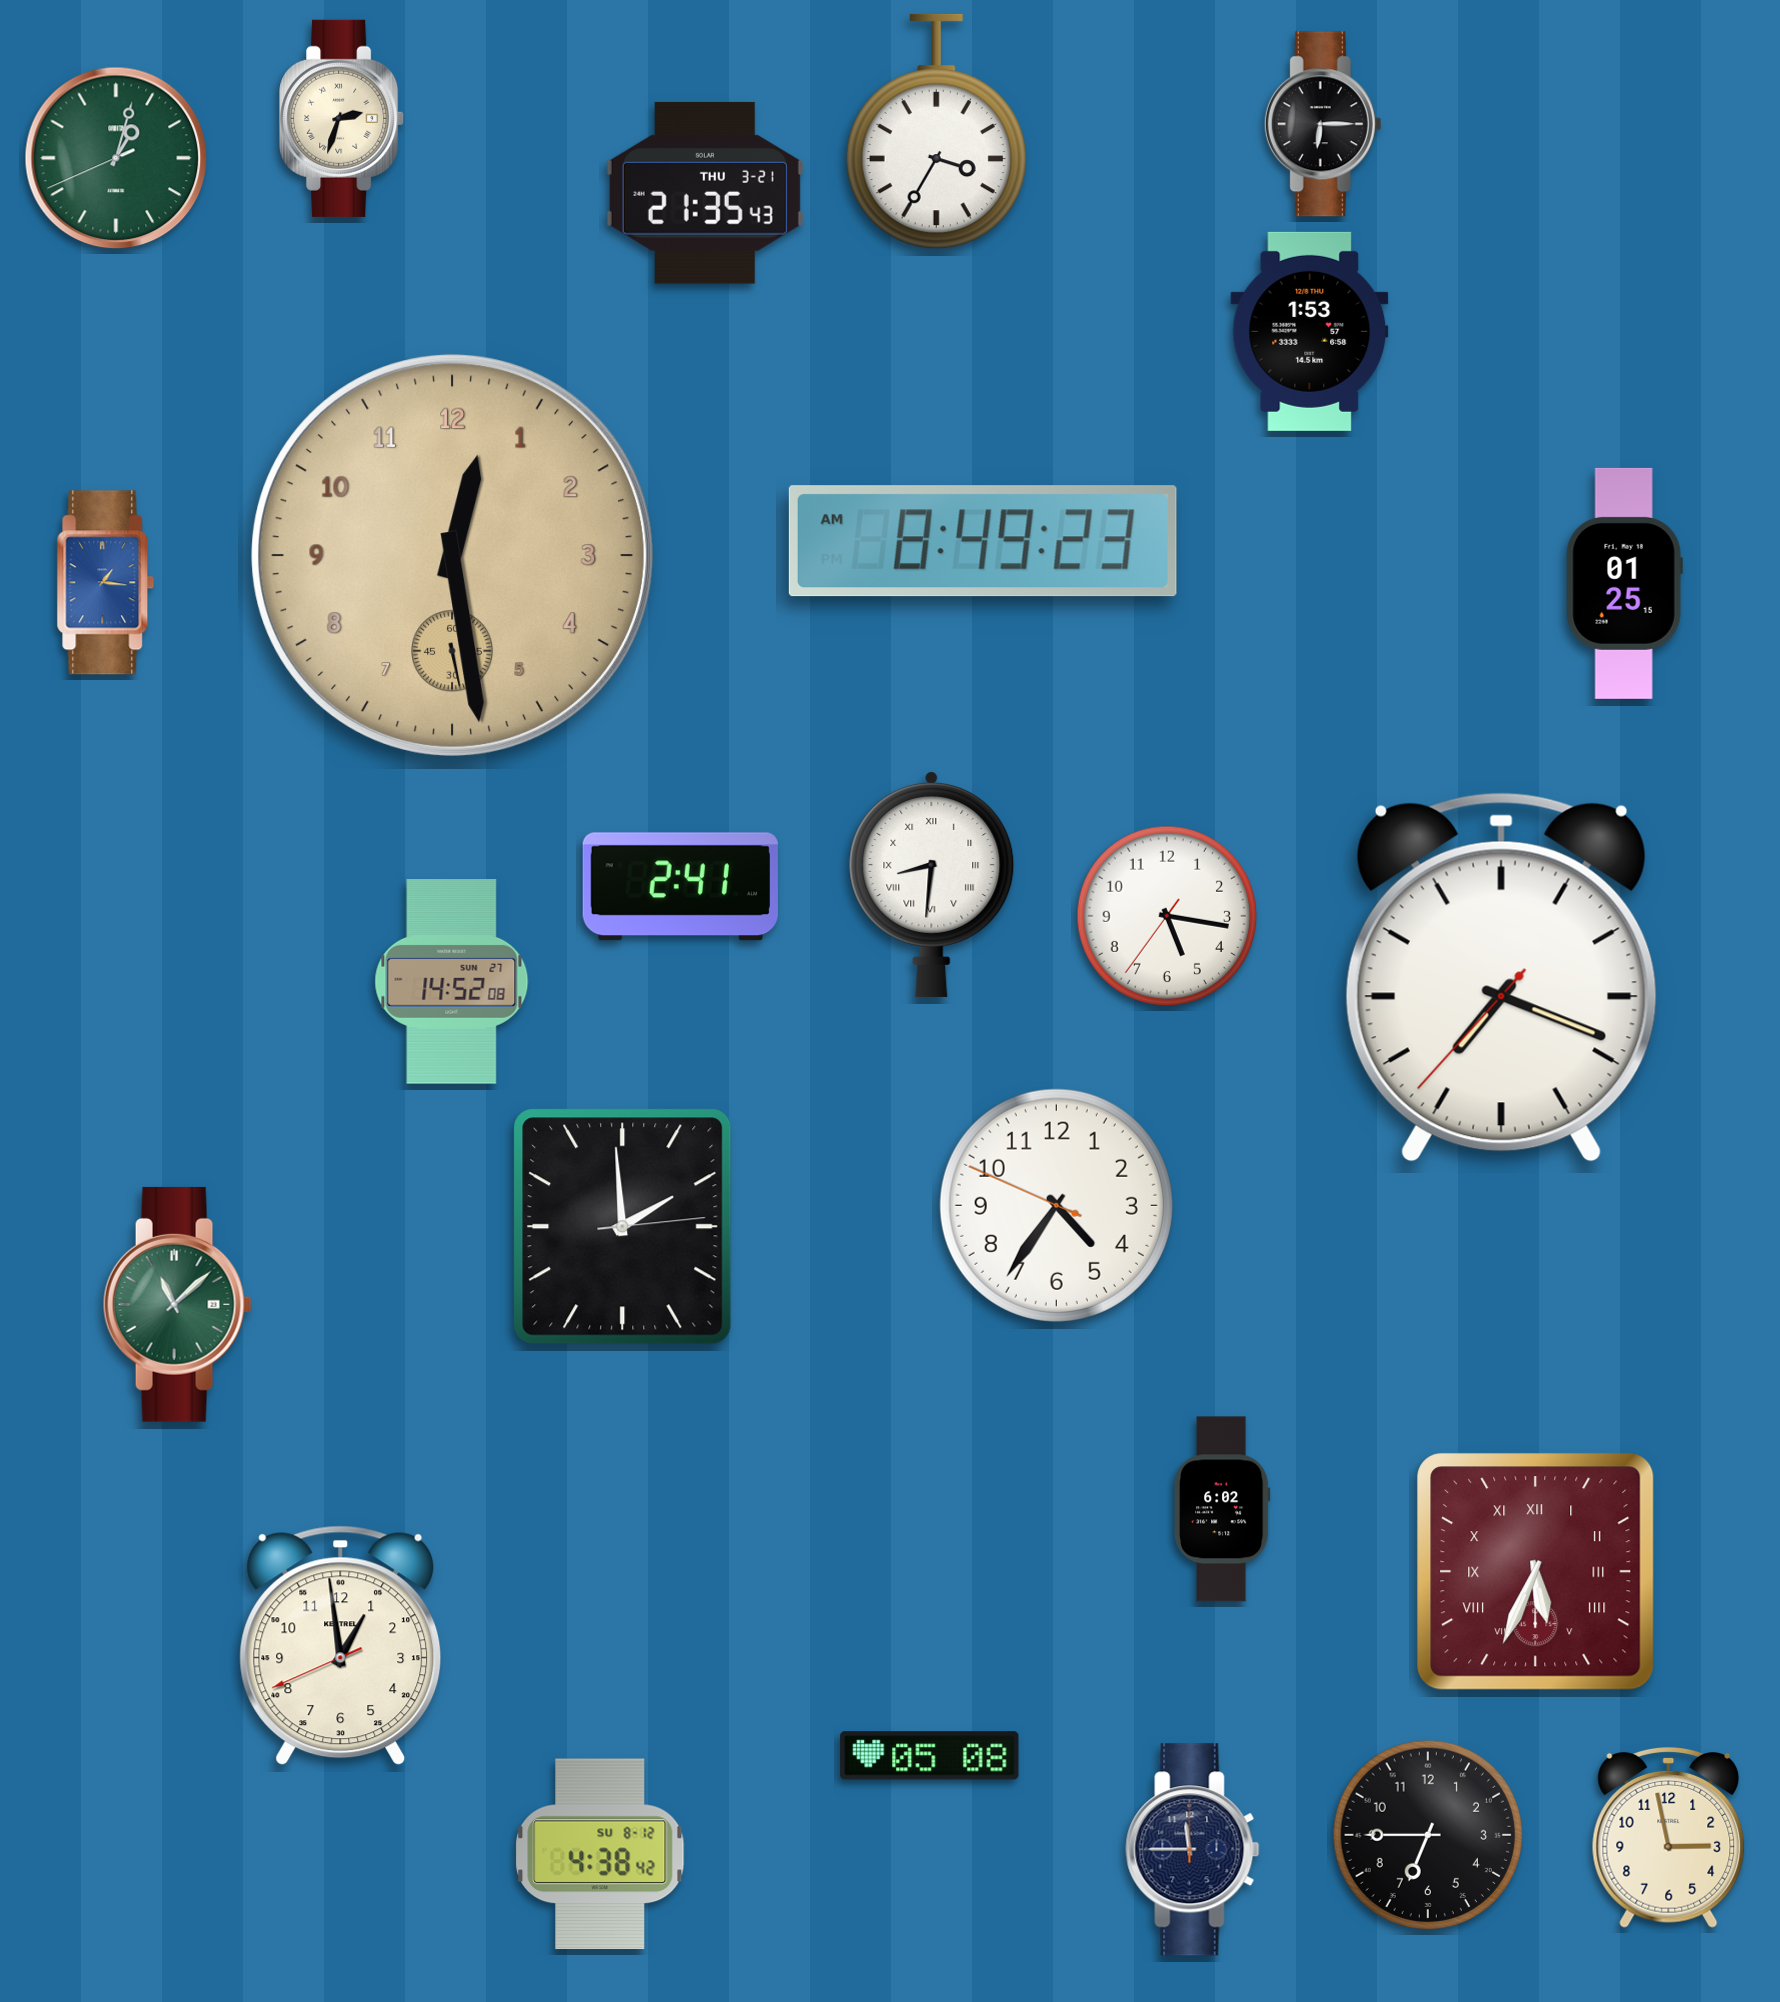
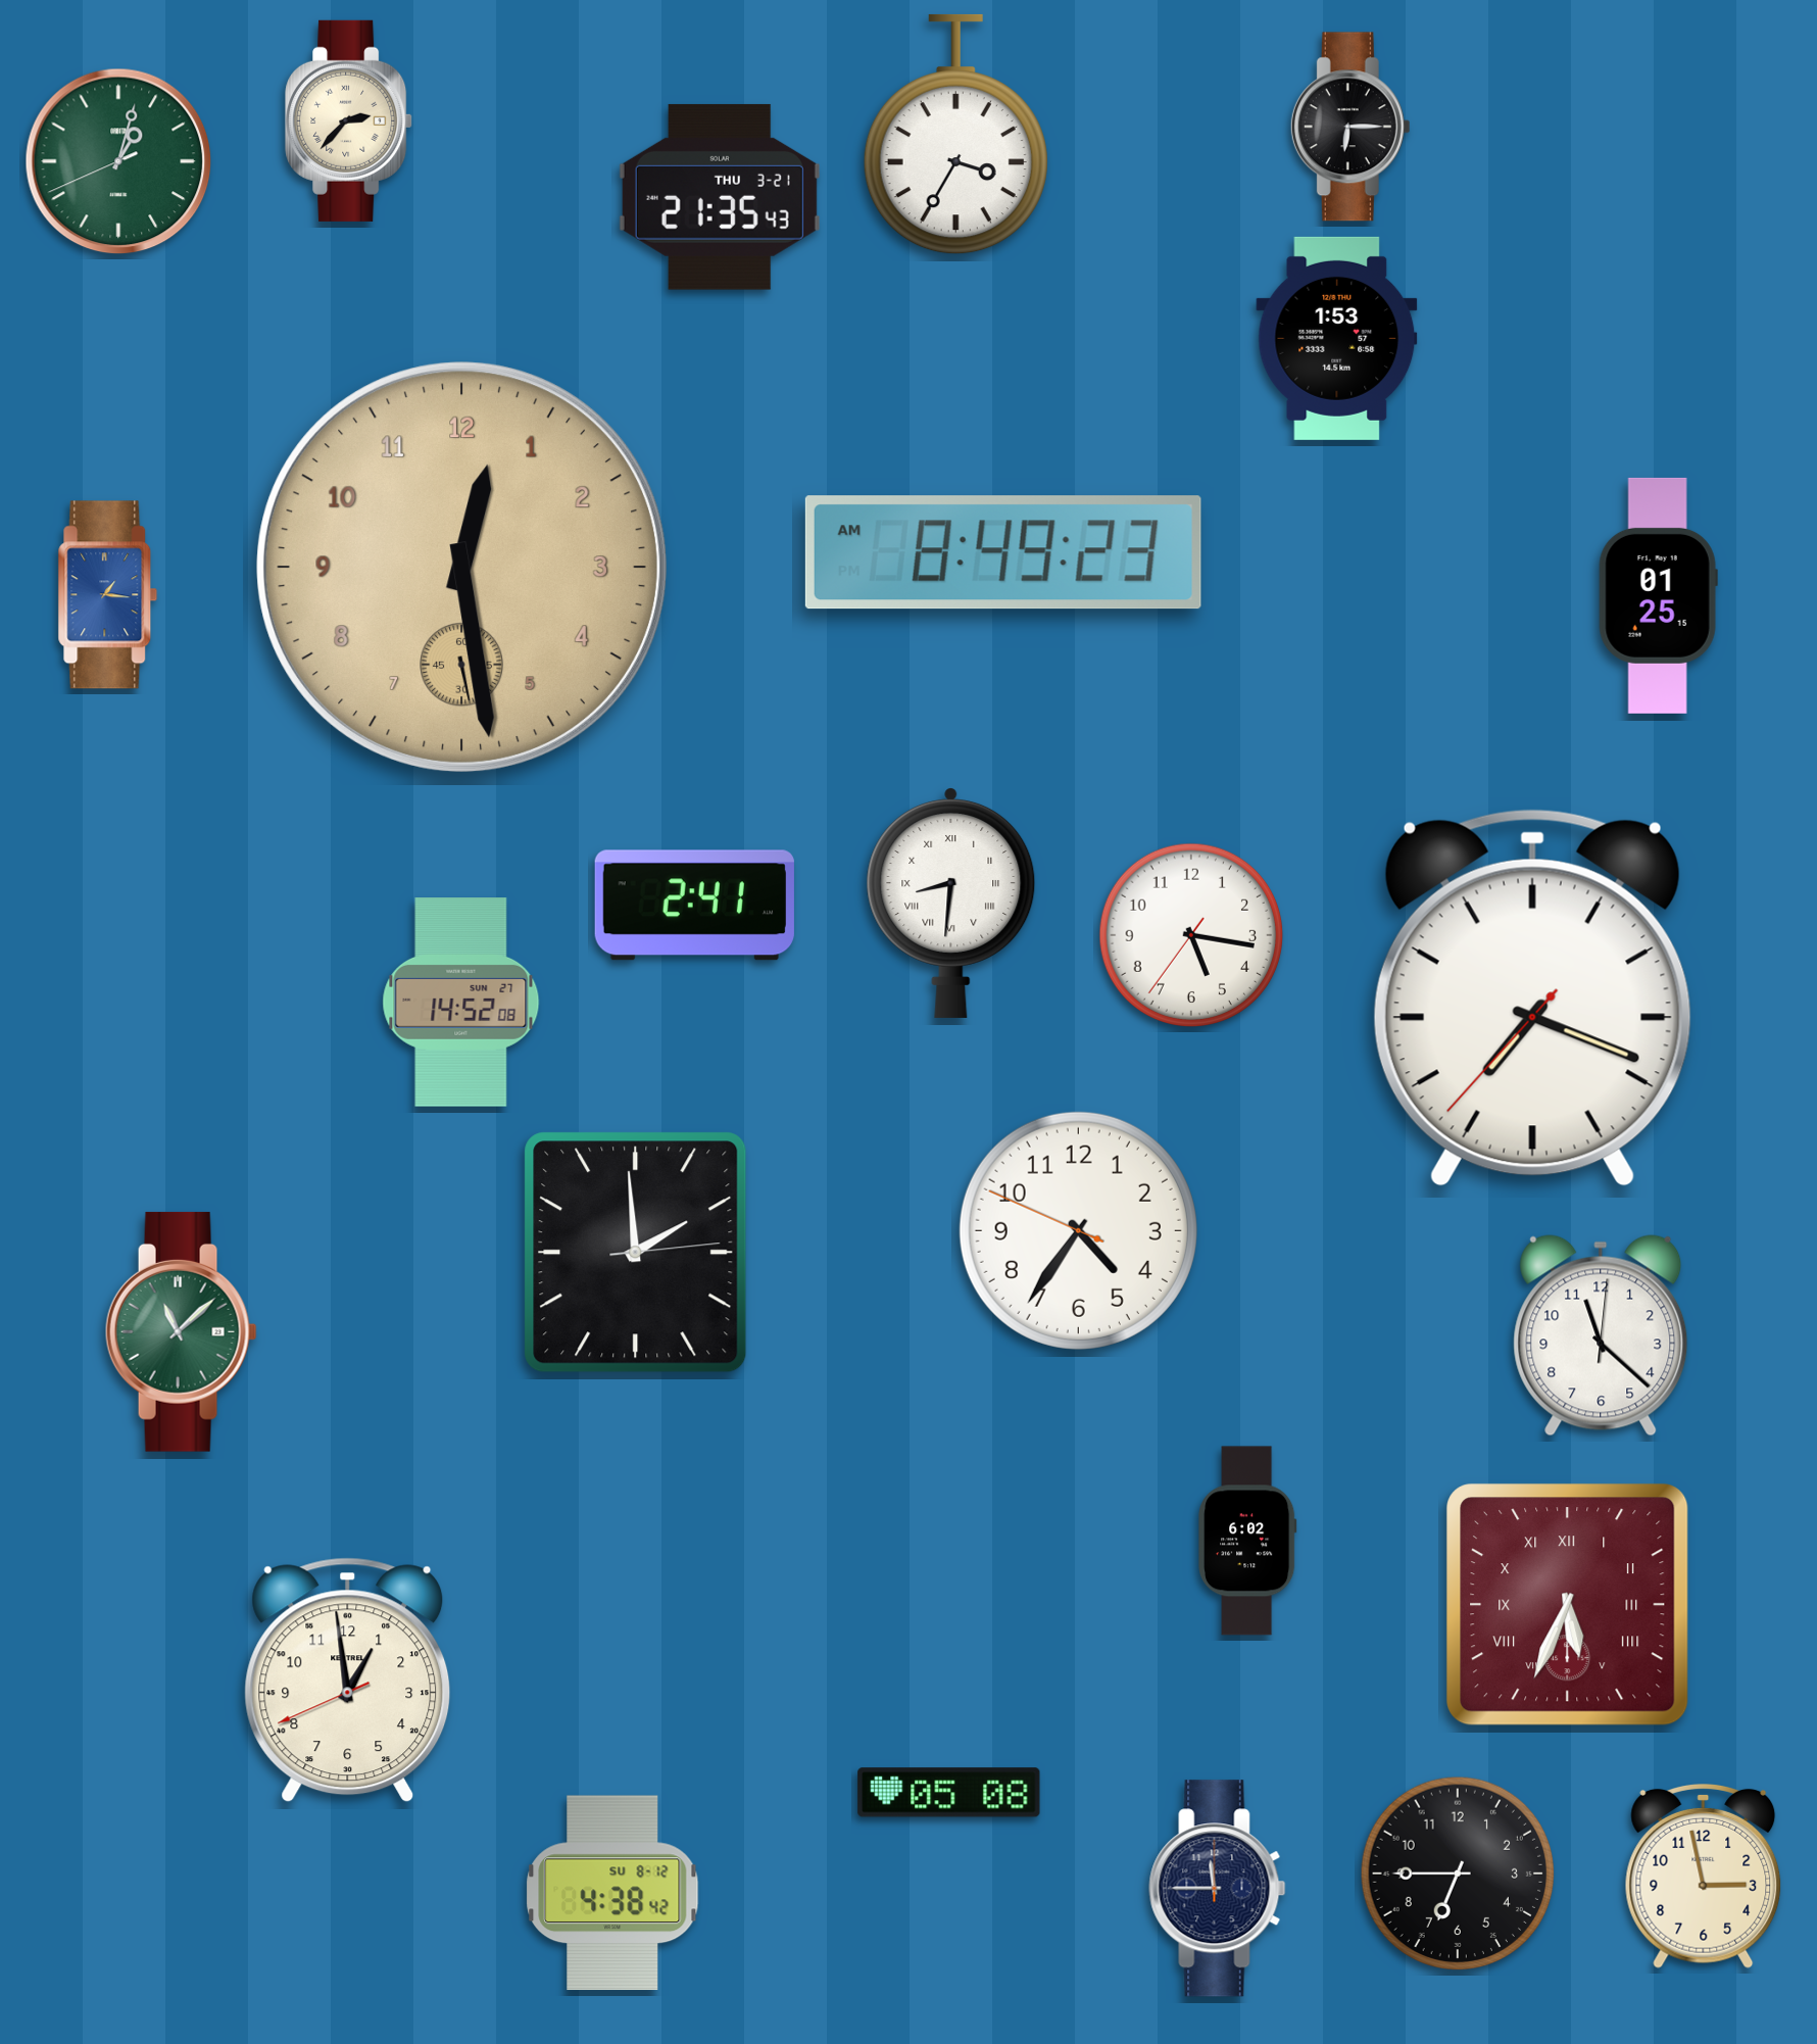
clock at (342, 118): 2:33 -> 2:37
clock at (1601, 1335): none -> 11:22
